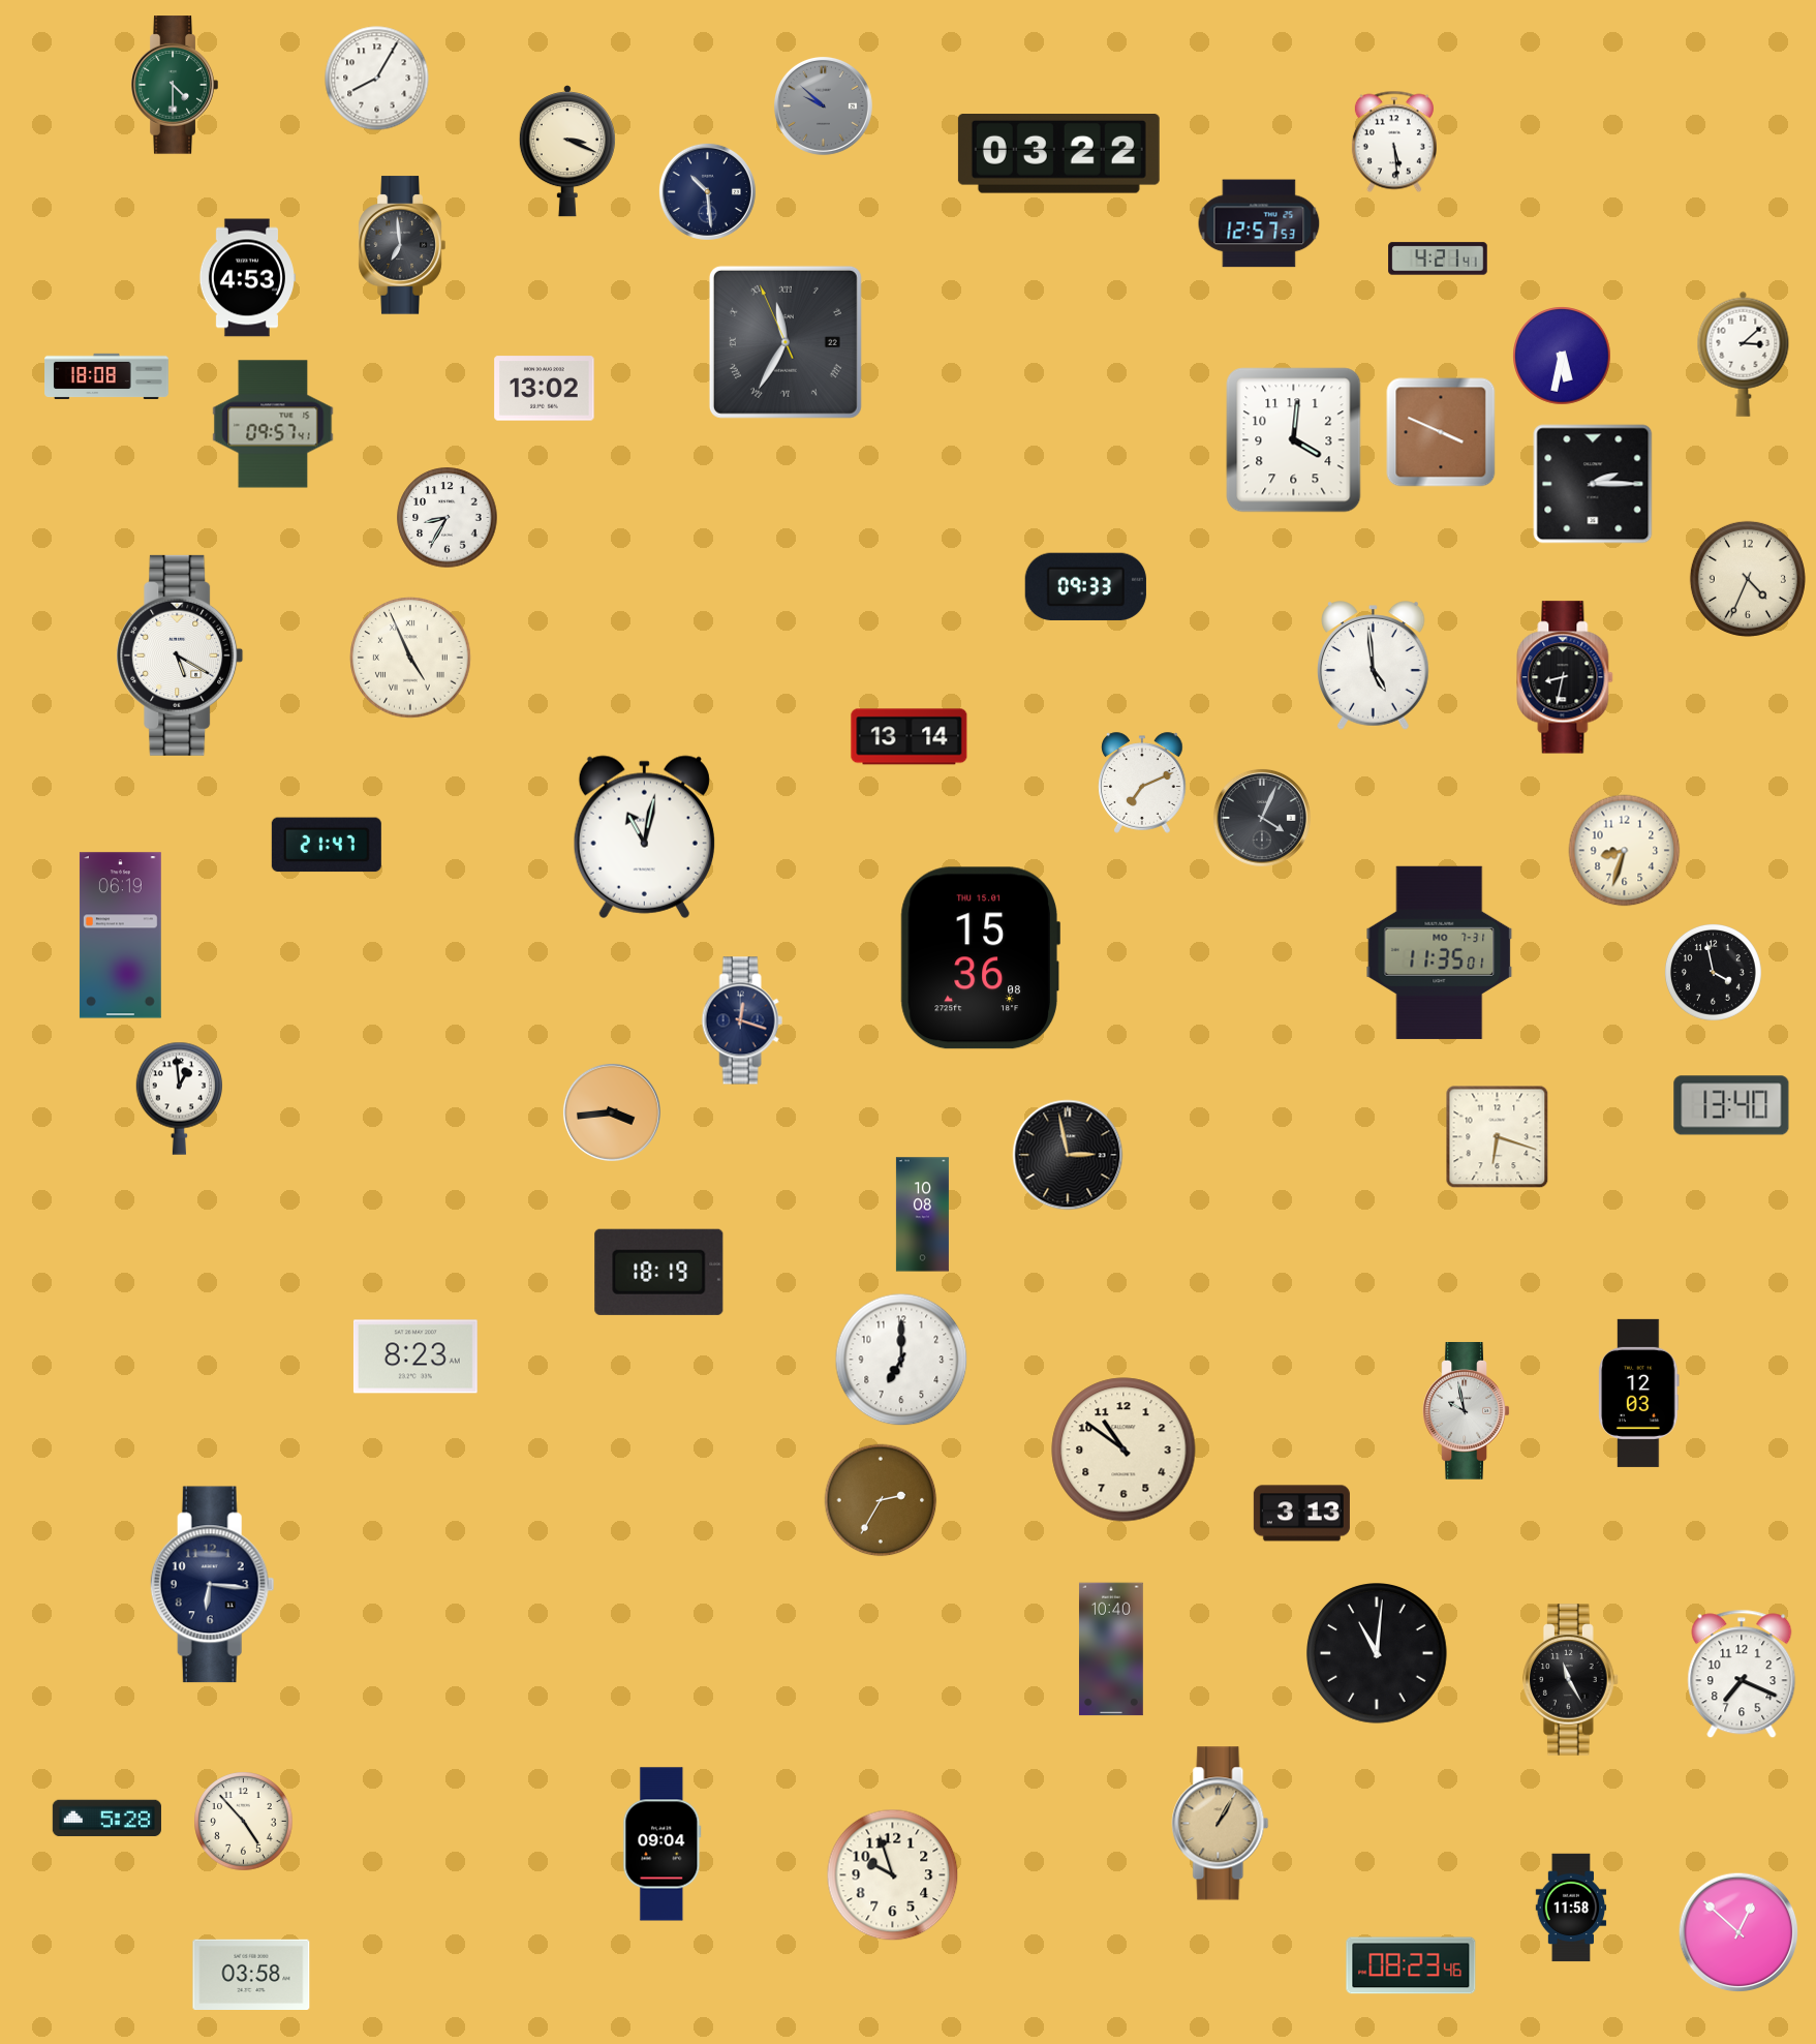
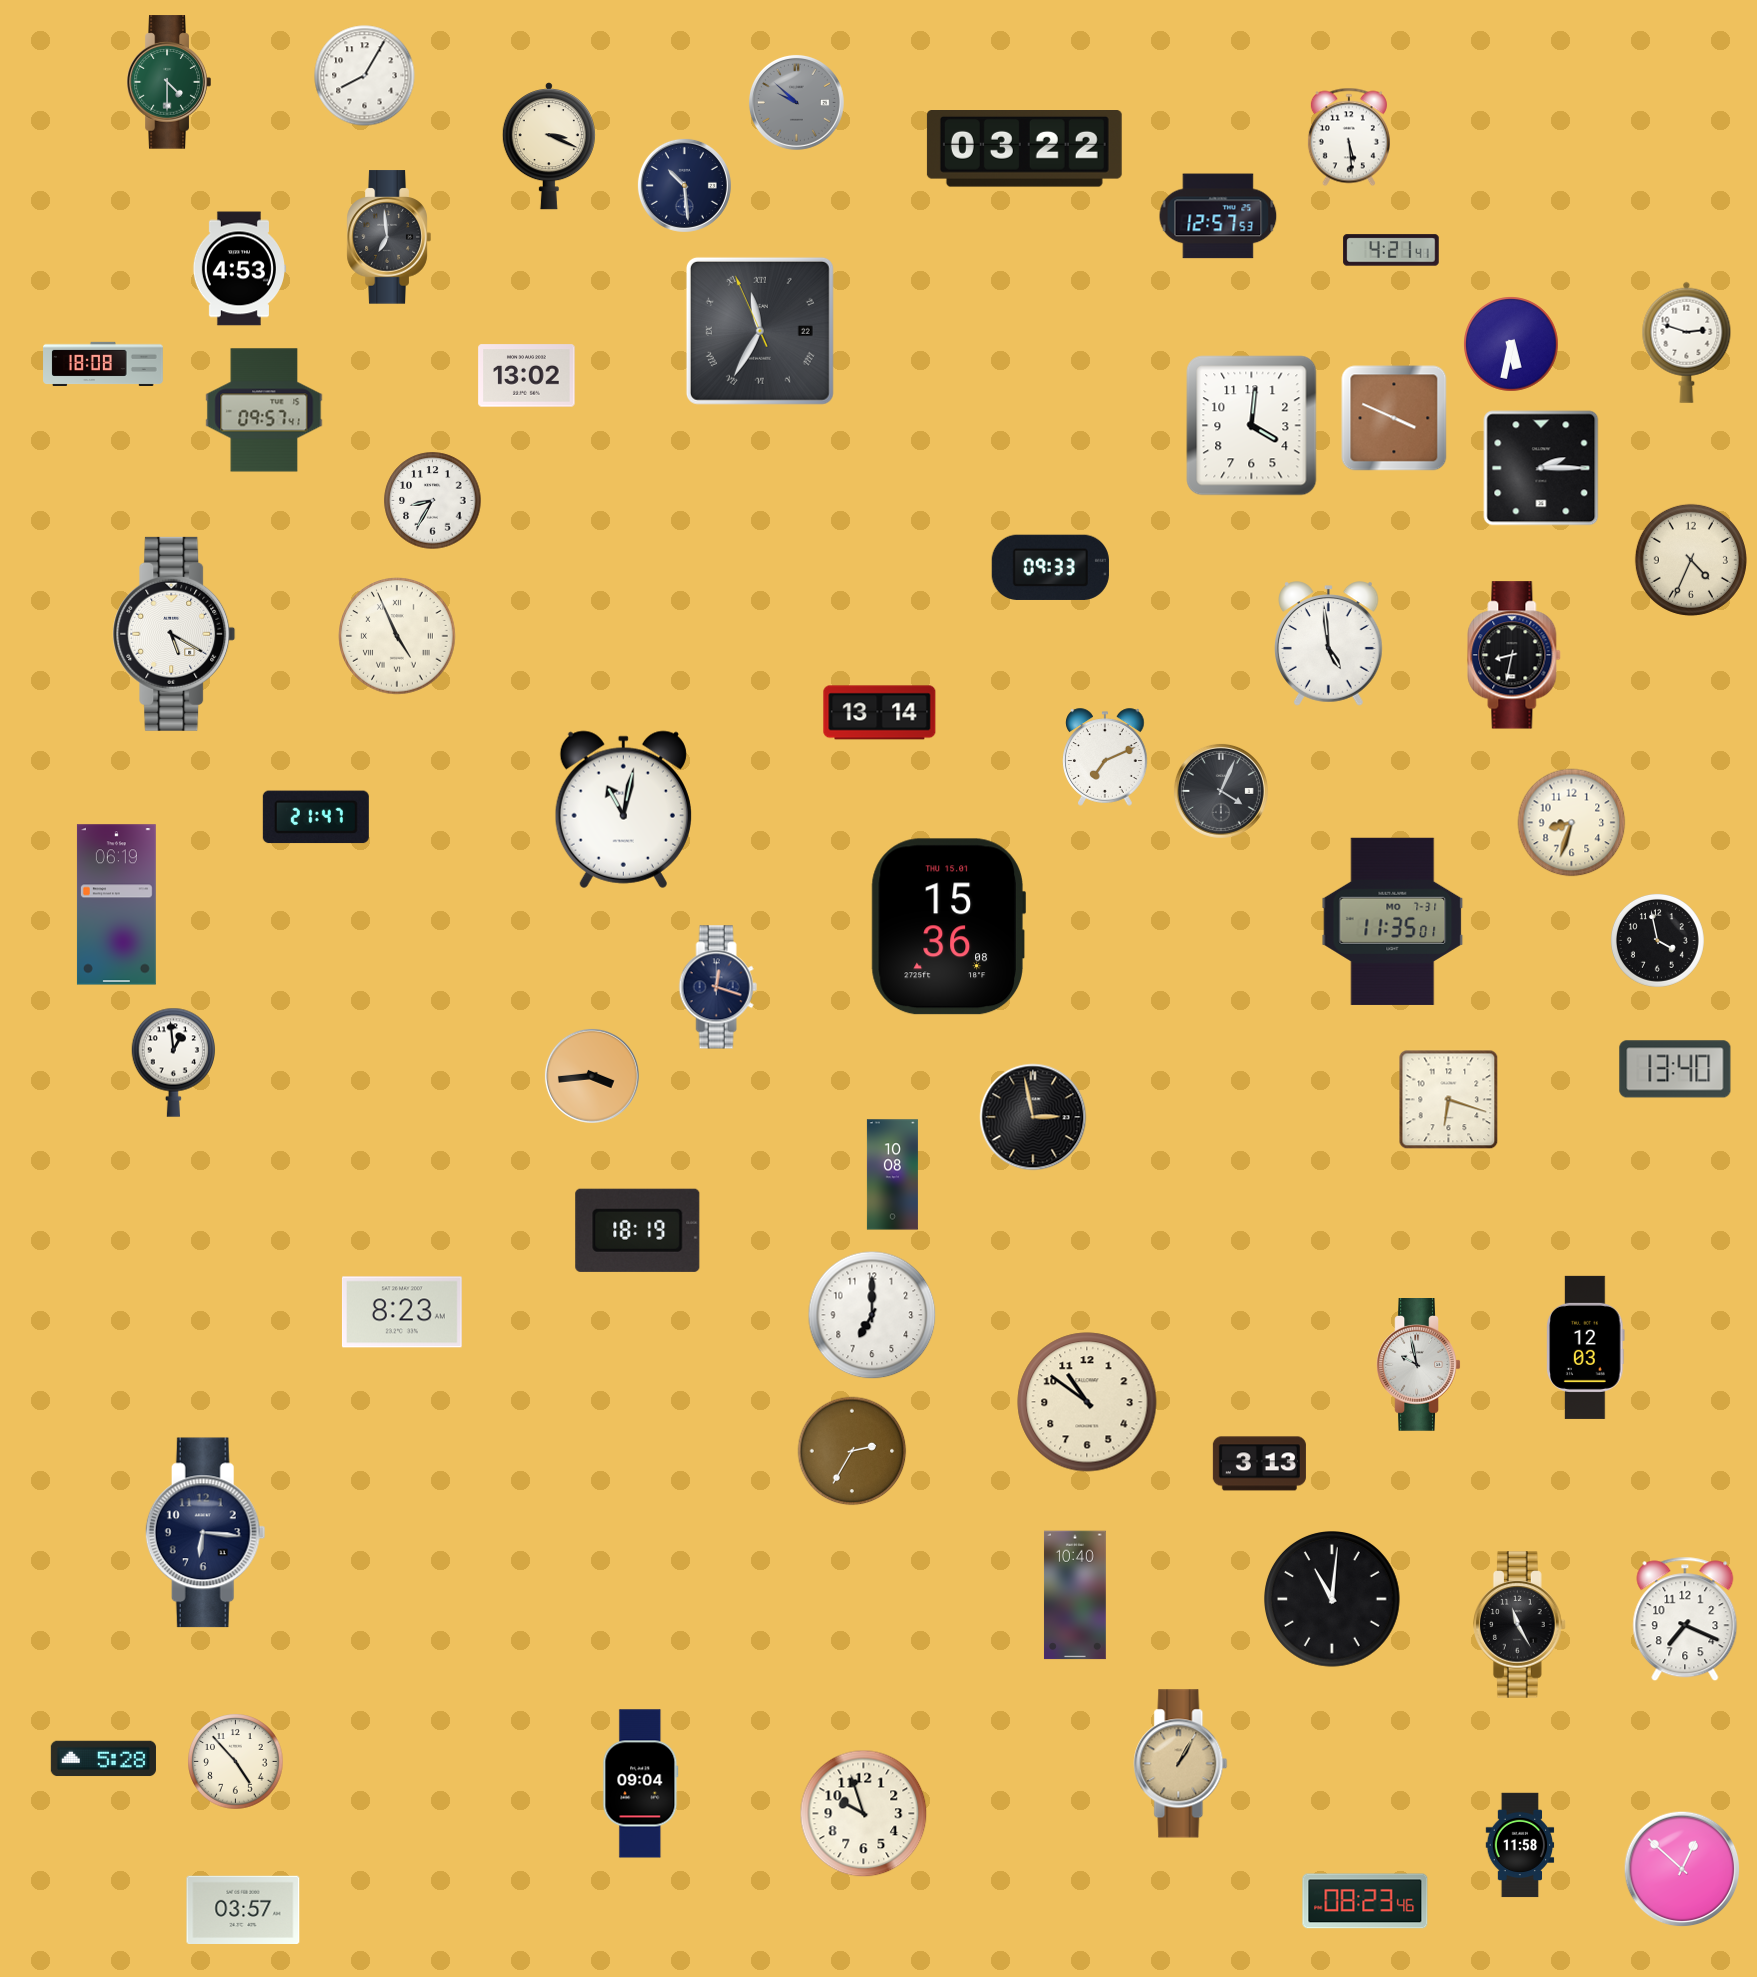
clock at (1744, 354): 3:08 -> 2:48
clock at (251, 1974): 03:58 -> 03:57
